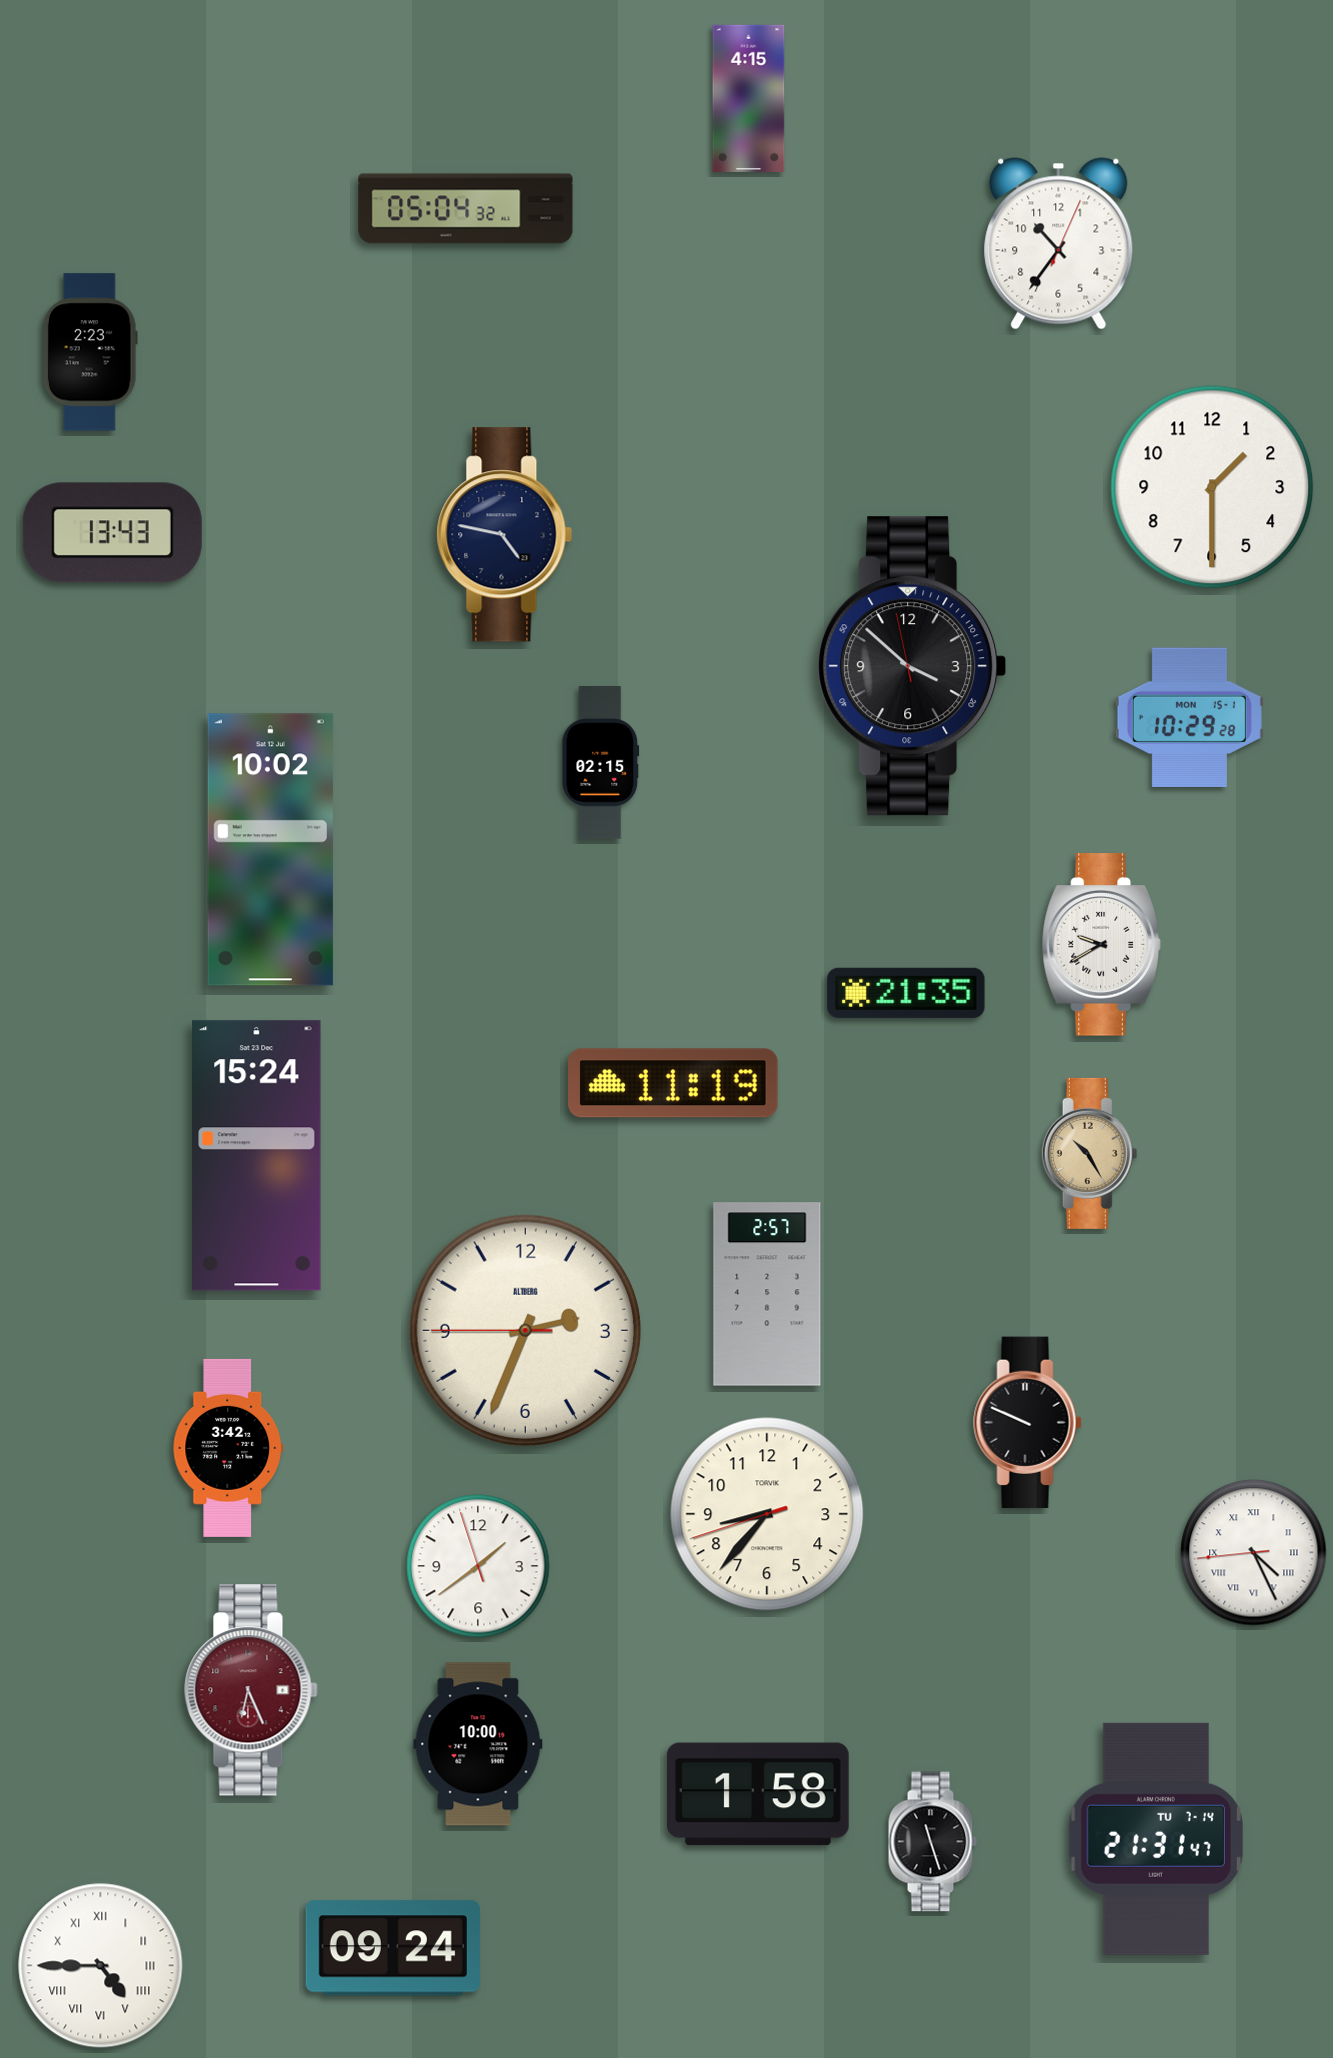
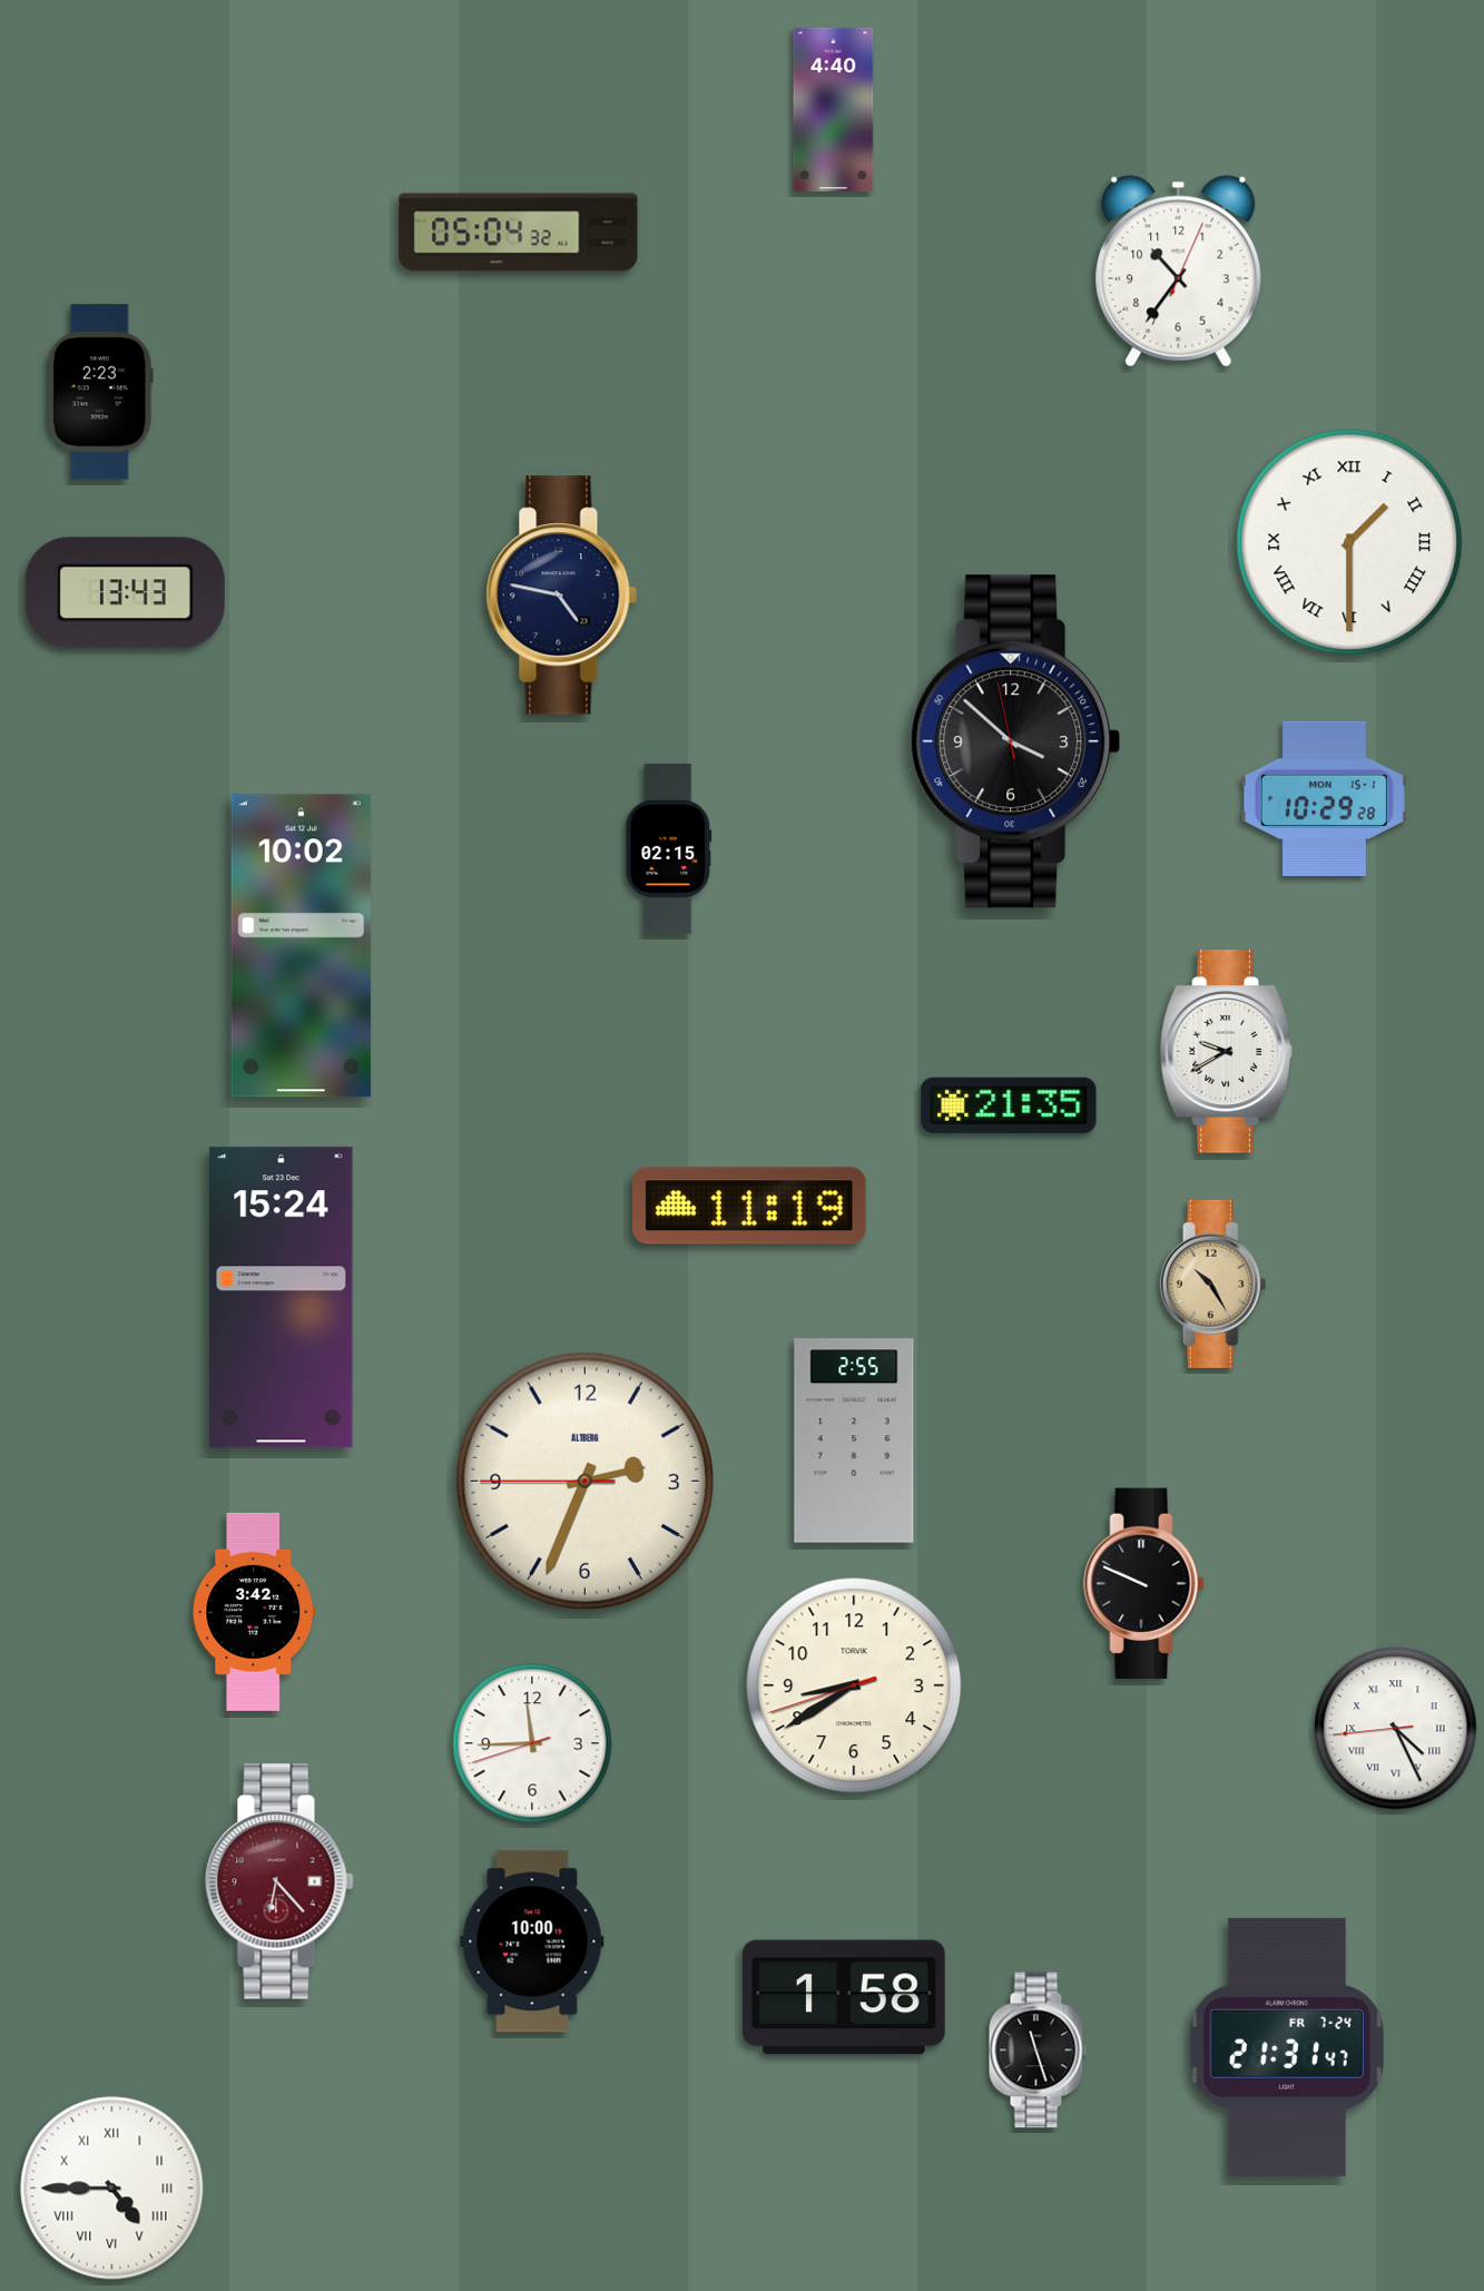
clock at (749, 98): 4:15 -> 4:40
clock at (1212, 487) numerals: Arabic -> Roman
clock at (257, 1156) position: (257, 1156) -> (282, 1298)
clock at (767, 1294): 2:57 -> 2:55
clock at (767, 1514): 8:36 -> 8:39
clock at (478, 1566): 1:38 -> 11:44
clock at (251, 1690): 6:26 -> 6:23
clock at (1156, 1839) date: TU 7-14 -> FR 7-24
clock at (393, 1948): 09:24 -> none
